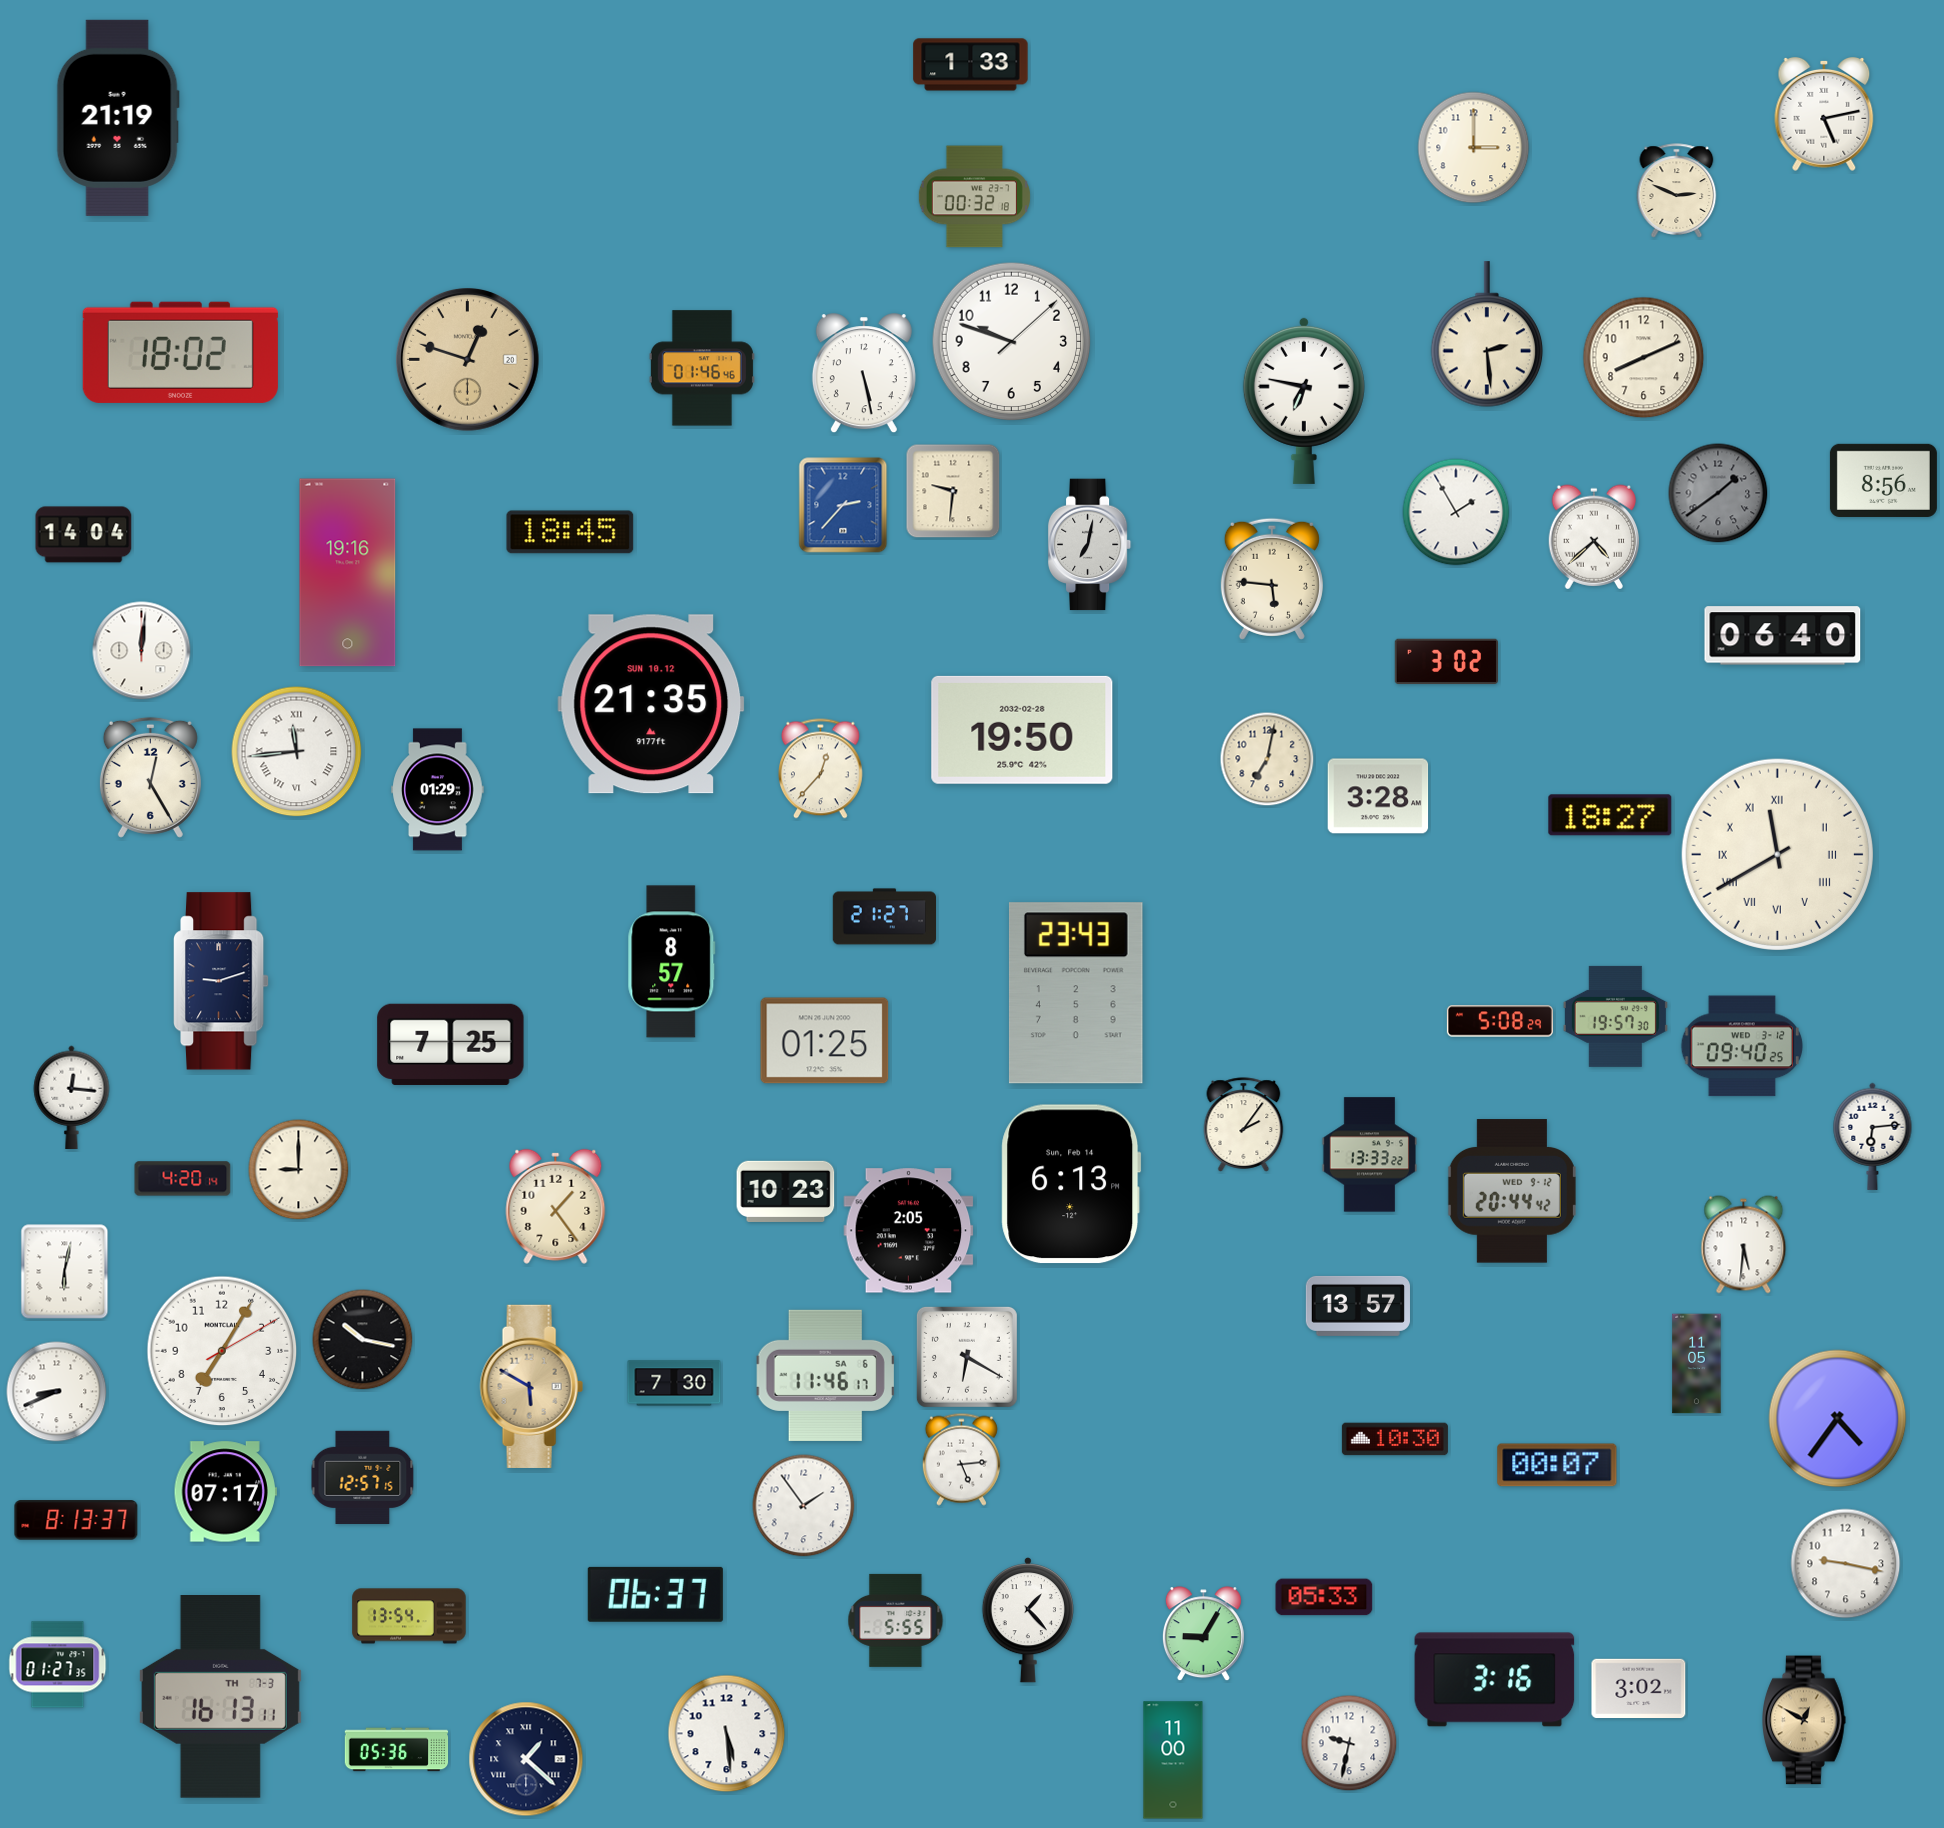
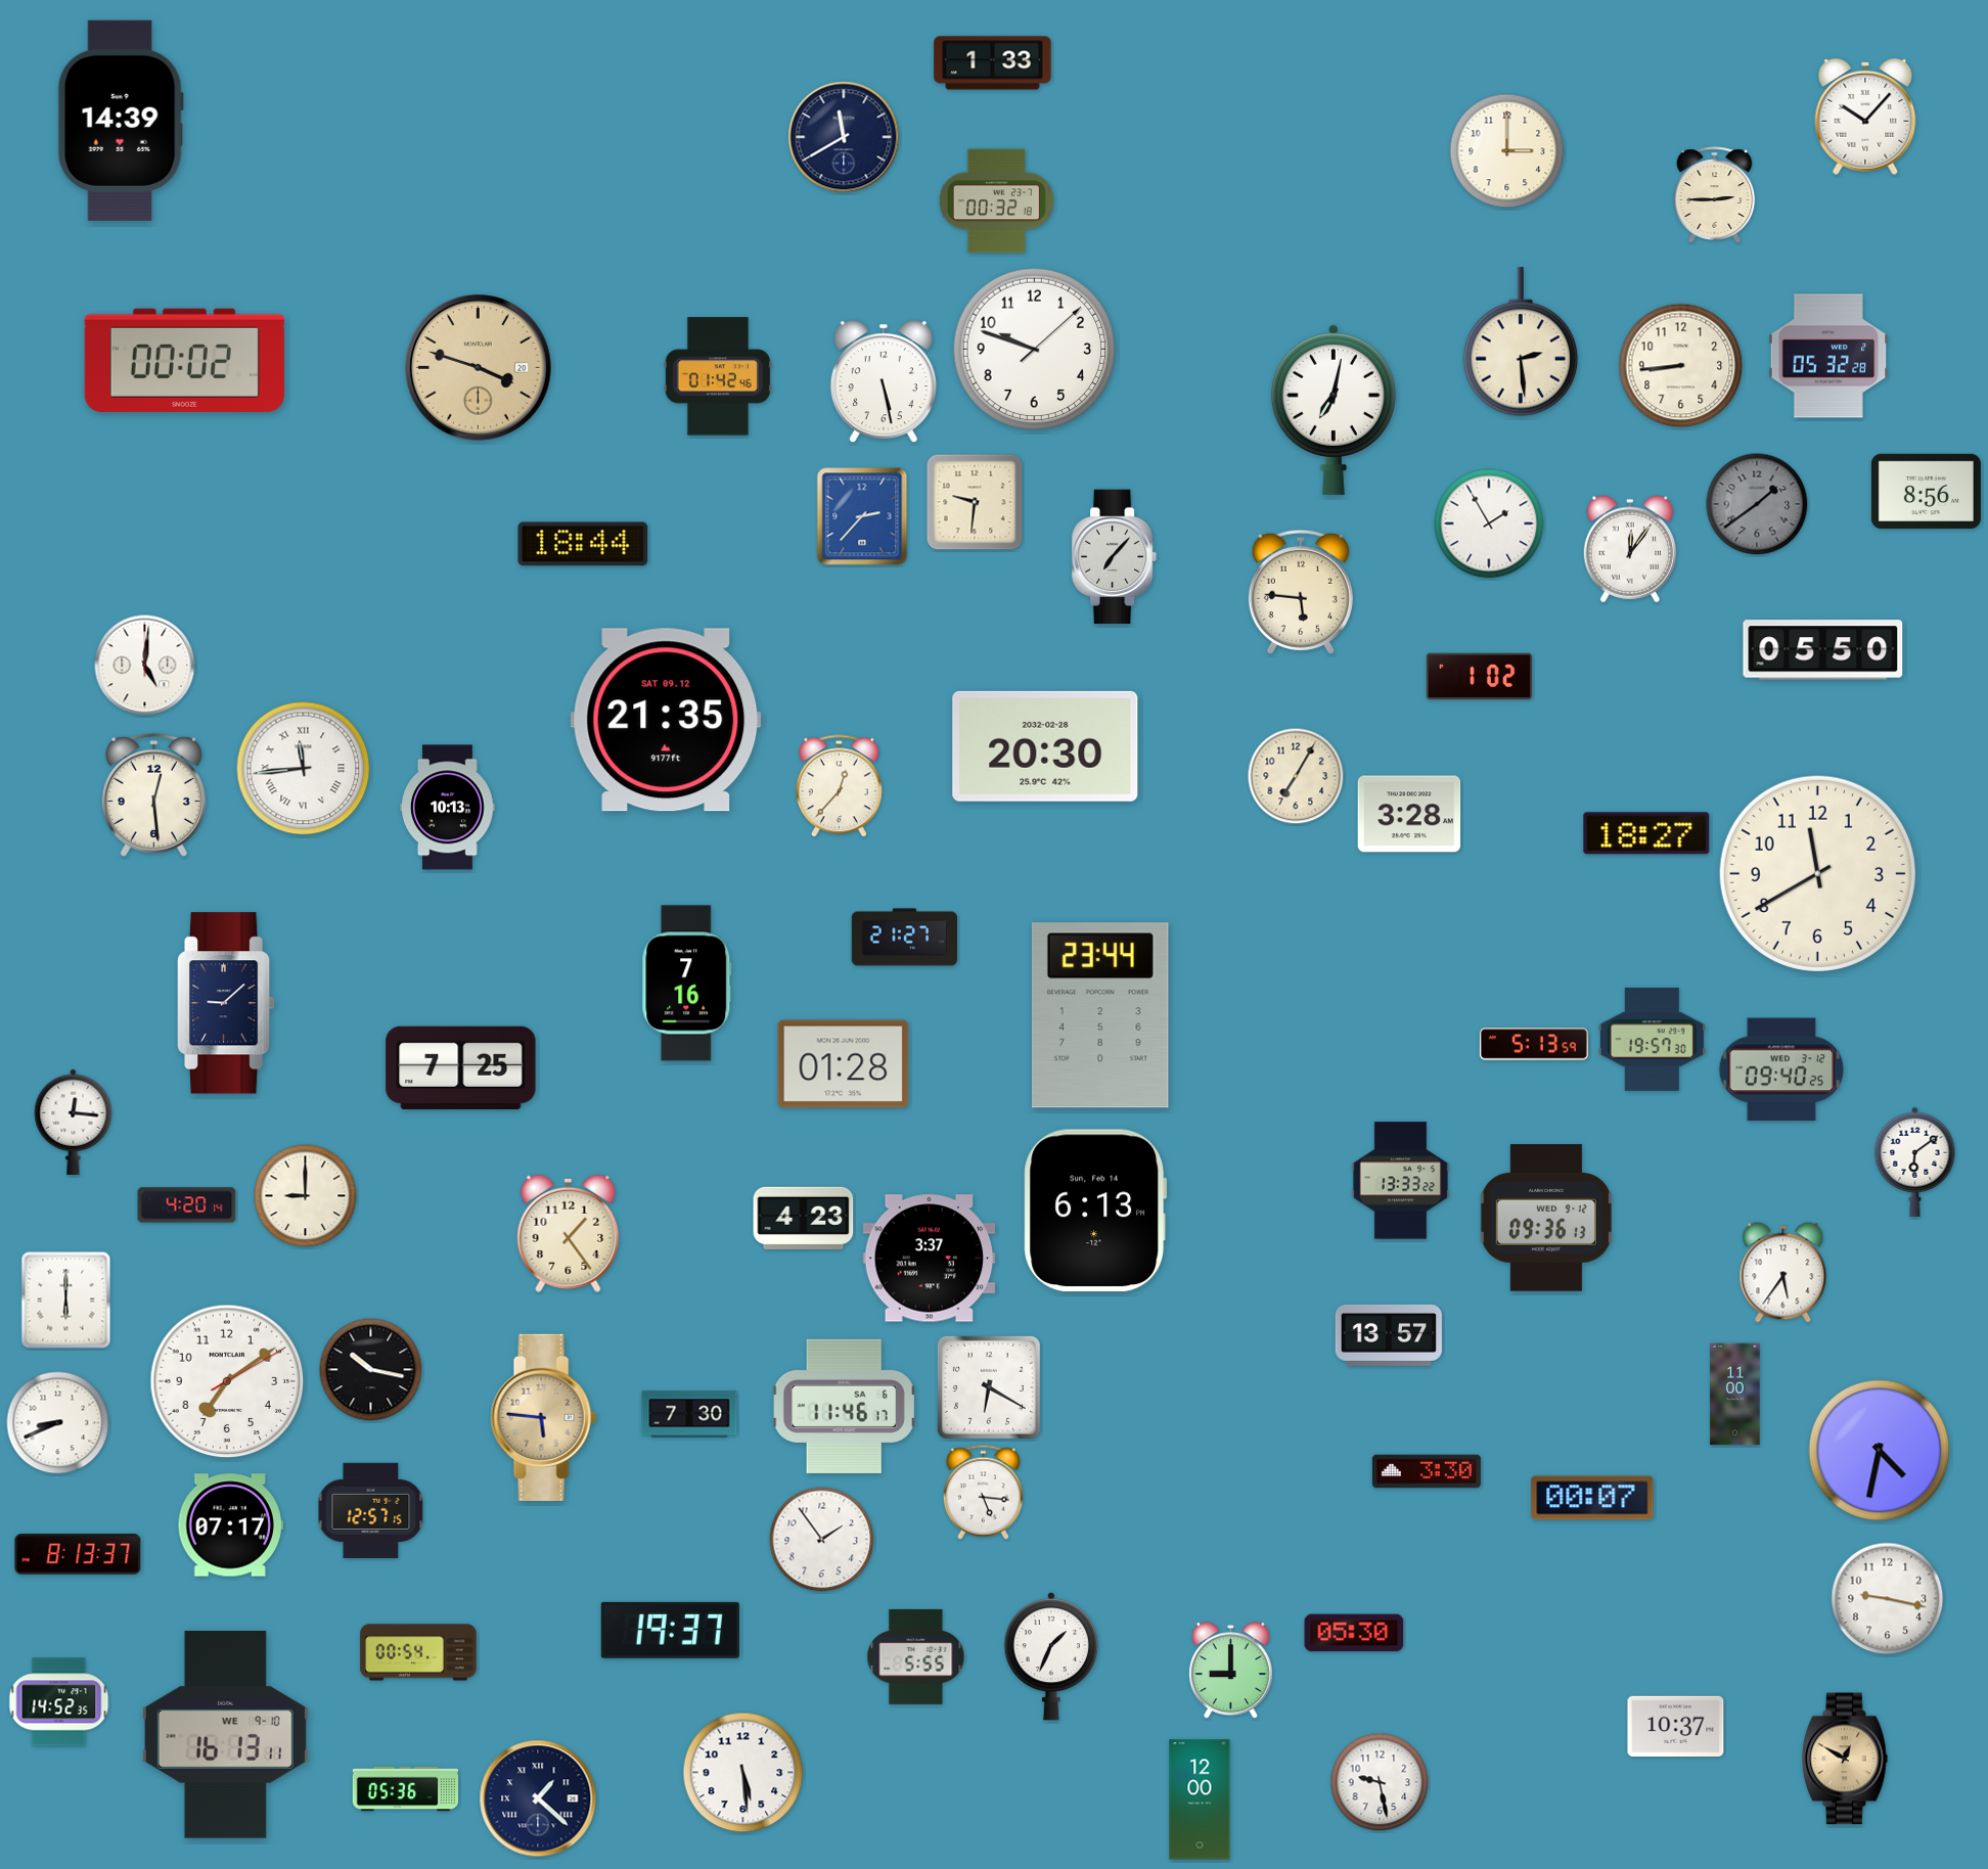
clock at (971, 65) position: (971, 65) -> (993, 63)
clock at (1824, 114): 5:13 -> 10:07
clock at (118, 118): 21:19 -> 14:39
clock at (844, 137): none -> 11:40
clock at (1677, 191): 2:49 -> 2:45
clock at (1828, 356): none -> 05:32
clock at (180, 352): 18:02 -> 00:02
clock at (1644, 358): 8:11 -> 8:44
clock at (468, 360): 12:48 -> 3:48
clock at (702, 368): 01:46 -> 01:42
clock at (1304, 400): 6:47 -> 7:02
clock at (570, 532): 18:45 -> 18:44
clock at (84, 535): 14:04 -> none
clock at (1593, 537): 4:38 -> 12:06
clock at (1090, 545): 7:02 -> 7:07
clock at (348, 573): 19:16 -> none
clock at (1783, 636): 06:40 -> 05:50
clock at (142, 651): 12:01 -> 5:01
clock at (1446, 662): 3:02 -> 1:02
clock at (651, 704) date: SUN 10.12 -> SAT 09.12
clock at (1022, 730): 19:50 -> 20:30
clock at (1267, 759): 7:02 -> 7:05
clock at (150, 777): 12:25 -> 12:29
clock at (438, 790): 01:29 -> 10:13
clock at (1777, 854) numerals: Roman -> Arabic
clock at (672, 962): 8:57 -> 7:16
clock at (222, 981): 9:12 -> 9:08
clock at (1076, 993): 23:43 -> 23:44
clock at (1500, 1021): 5:08 -> 5:13
clock at (825, 1041): 01:25 -> 01:28
clock at (1244, 1125): 2:06 -> none
clock at (1873, 1136): 6:14 -> 6:09
clock at (786, 1191): 10:23 -> 4:23
clock at (1512, 1191): 20:44 -> 09:36
clock at (909, 1231): 2:05 -> 3:37
clock at (1744, 1245): 5:31 -> 5:36
clock at (65, 1272): 6:02 -> 6:00
clock at (222, 1351): 7:05 -> 7:09
clock at (1697, 1364): 11:05 -> 11:00
clock at (531, 1386): 5:50 -> 5:46
clock at (1838, 1419): 4:36 -> 4:32
clock at (1395, 1439): 10:30 -> 3:30
clock at (961, 1459): 5:14 -> 5:16
clock at (655, 1594): 06:37 -> 19:37
clock at (1324, 1597): 05:33 -> 05:30
clock at (409, 1616): 13:54 -> 00:54
clock at (1028, 1621): 1:23 -> 1:34
clock at (1203, 1634): 9:05 -> 9:00
clock at (58, 1665): 01:27 -> 14:52
clock at (1495, 1680): 3:16 -> none
clock at (1639, 1689): 3:02 -> 10:37
clock at (220, 1697) date: TH 7-3 -> WE 9-10
clock at (1349, 1743): 9:32 -> 9:28
clock at (1173, 1760): 11:00 -> 12:00
